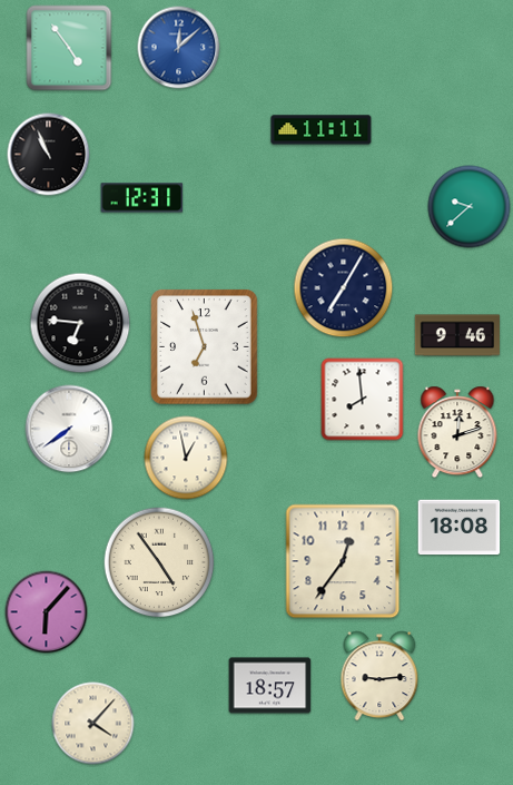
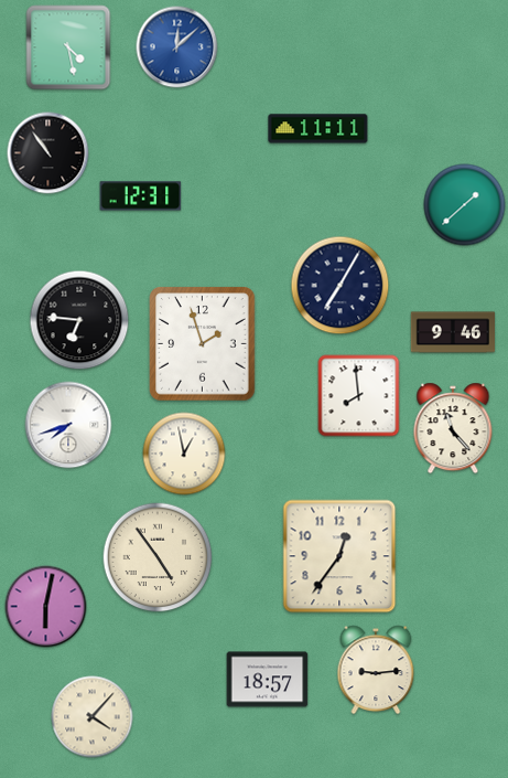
clock at (69, 48): 4:54 -> 4:28
clock at (49, 155): 10:56 -> 10:54
clock at (470, 207): 9:38 -> 1:38
clock at (205, 347): 6:57 -> 1:57
clock at (69, 429): 7:39 -> 7:42
clock at (457, 432): 12:12 -> 11:23
clock at (460, 528): 18:08 -> none
clock at (47, 612): 6:07 -> 6:02
